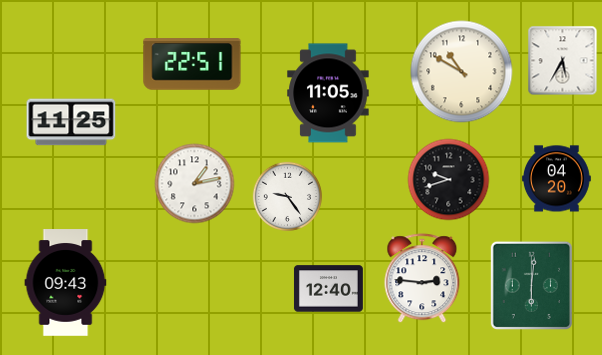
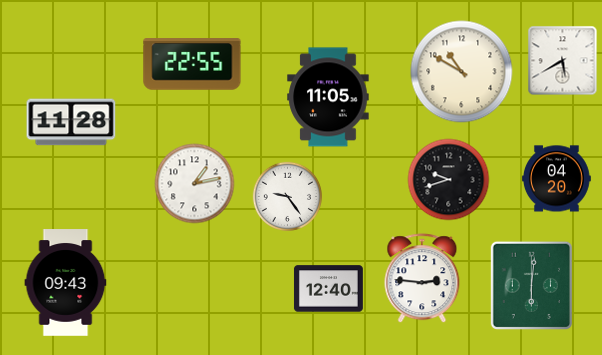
clock at (563, 61): 5:35 -> 5:40
clock at (192, 64): 22:51 -> 22:55
clock at (328, 93) position: (328, 93) -> (328, 97)
clock at (71, 122): 11:25 -> 11:28
